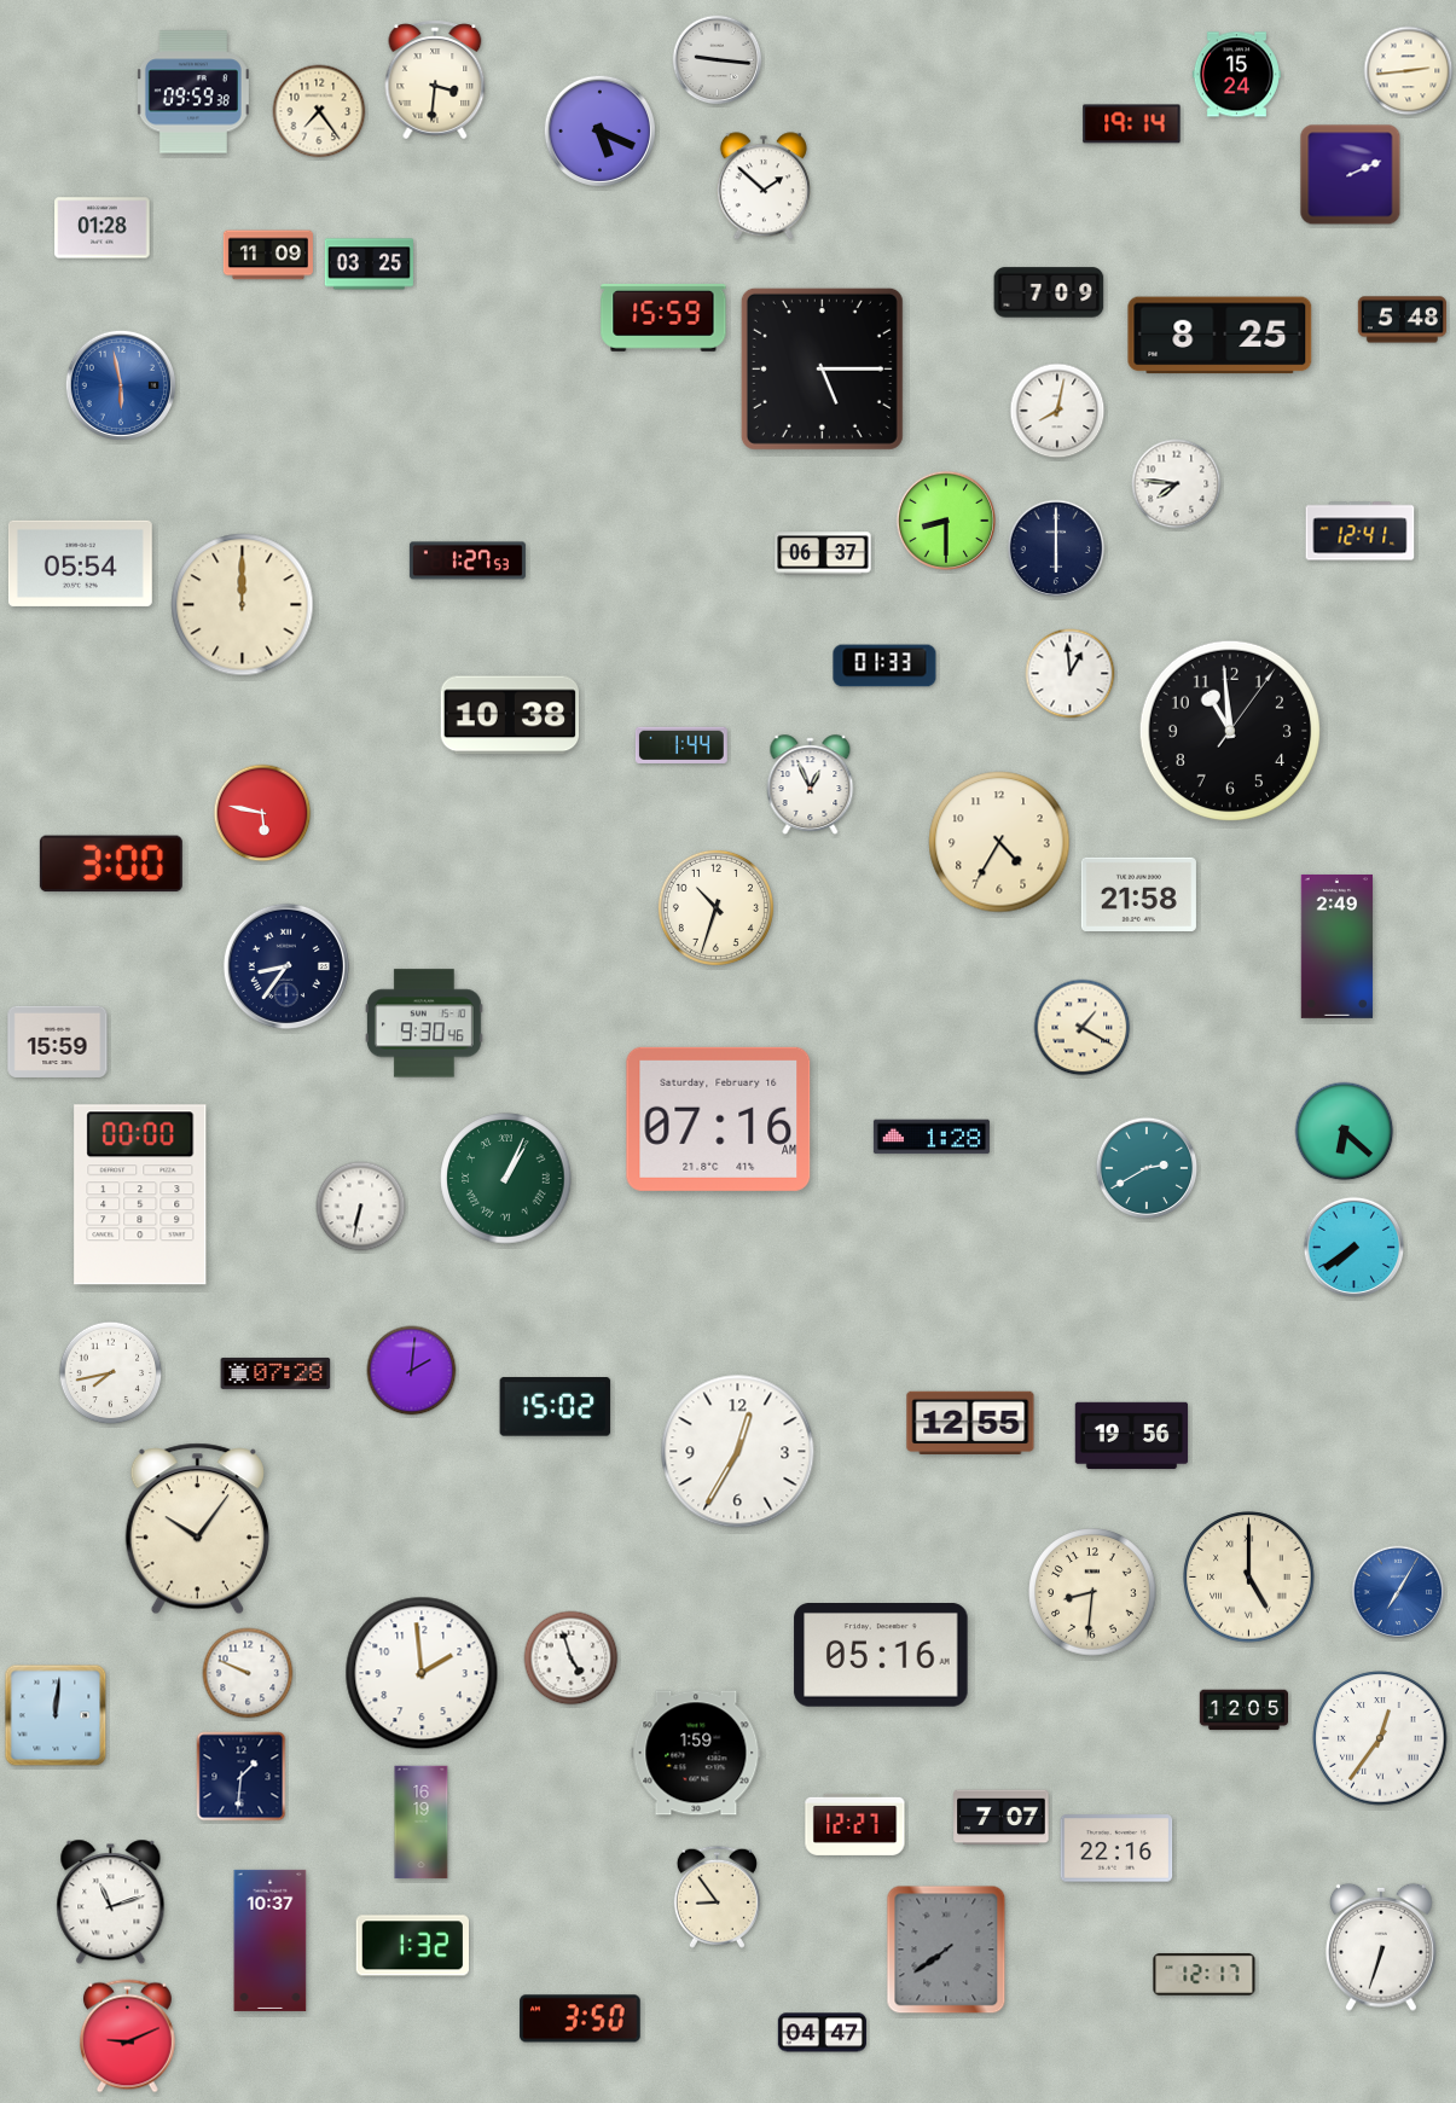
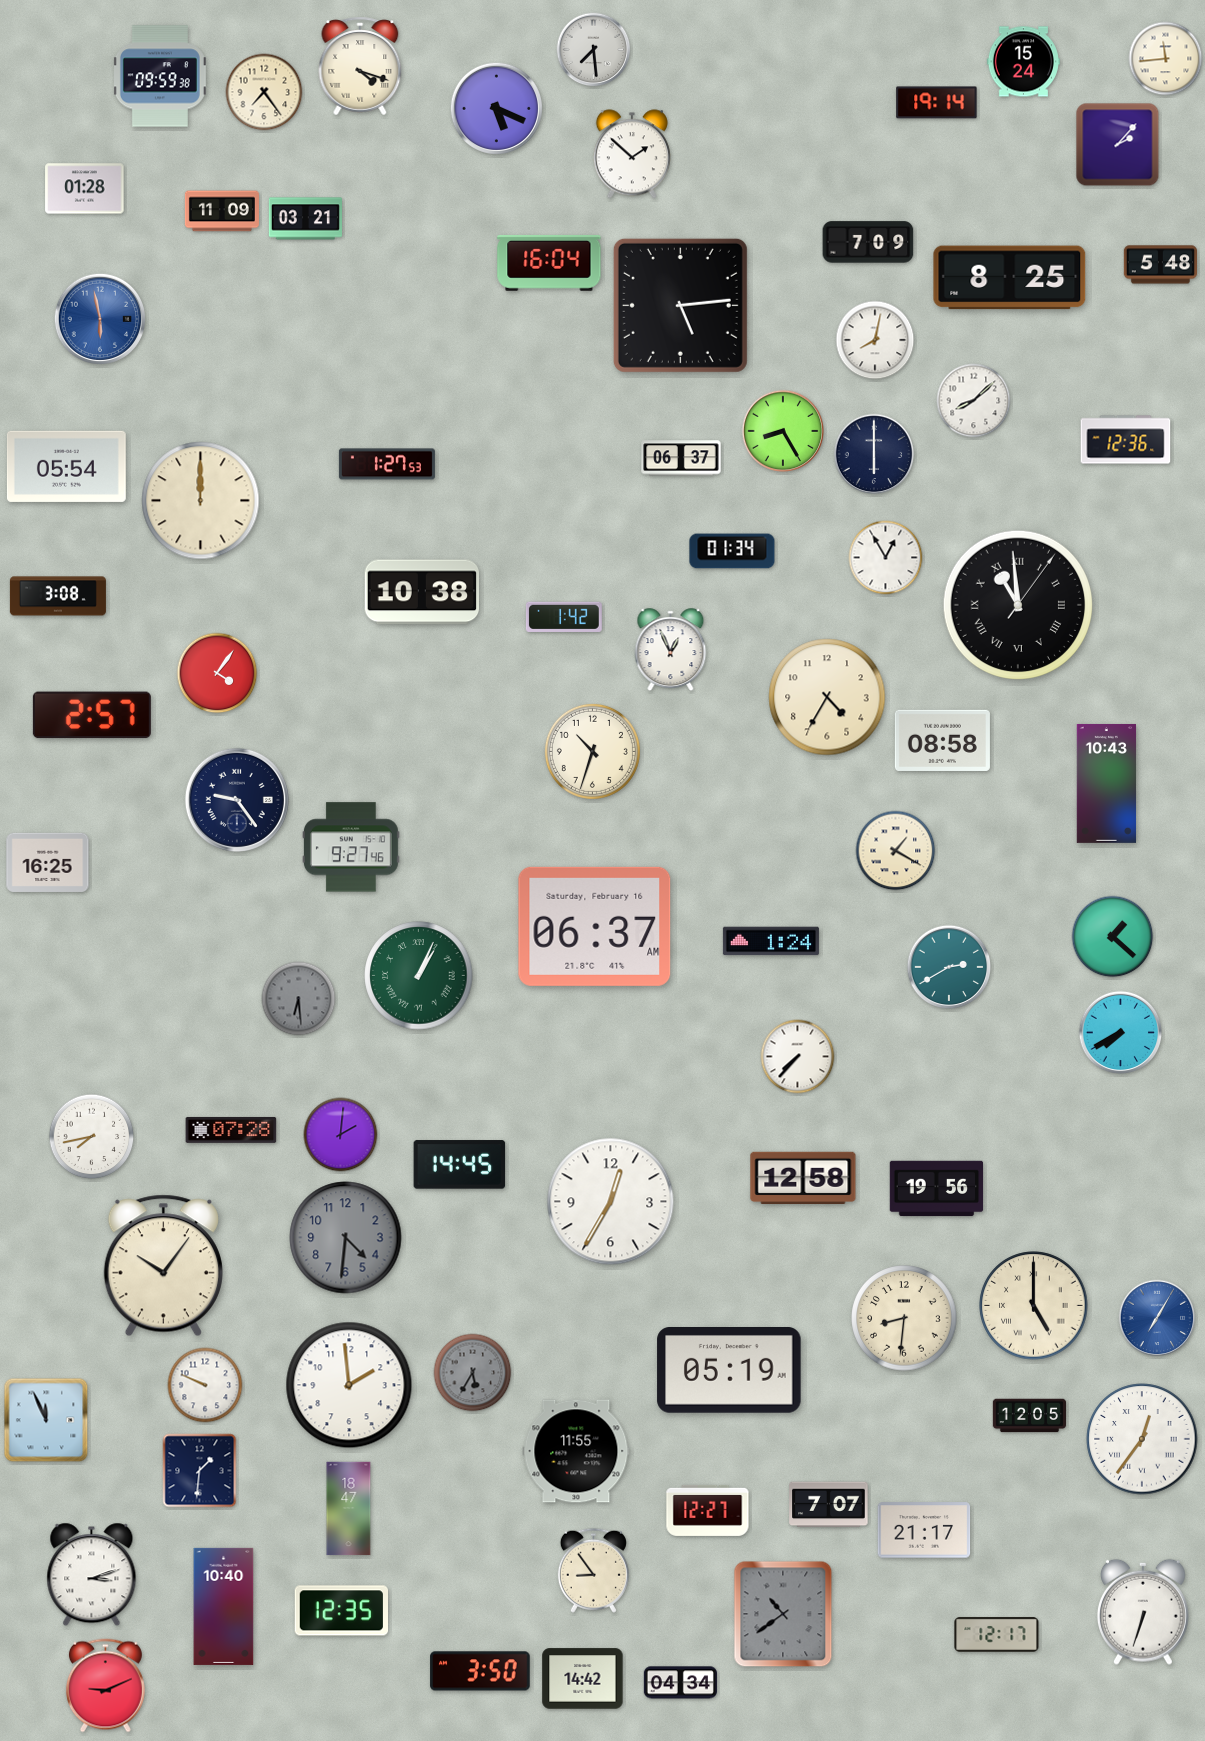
clock at (718, 60): 9:16 -> 7:29
clock at (1409, 71): 2:44 -> 11:44
clock at (435, 80): 3:31 -> 4:18
clock at (1351, 175): 2:11 -> 2:07
clock at (369, 265): 03:25 -> 03:21
clock at (663, 318): 15:59 -> 16:04
clock at (822, 368): 5:15 -> 5:14
clock at (1177, 484): 7:46 -> 8:08
clock at (946, 521): 8:30 -> 8:25
clock at (1361, 531): 12:41 -> 12:36
clock at (884, 666): 01:33 -> 01:34
clock at (1071, 674): 12:59 -> 12:55
clock at (58, 596): none -> 3:08
clock at (1229, 730) numerals: Arabic -> Roman
clock at (681, 745): 1:44 -> 1:42
clock at (262, 813): 5:47 -> 4:06
clock at (111, 864): 3:00 -> 2:57
clock at (1138, 894): 21:58 -> 08:58
clock at (1338, 946): 2:49 -> 10:43
clock at (286, 966): 8:36 -> 9:24
clock at (424, 1023): 9:30 -> 9:27
clock at (58, 1041): 15:59 -> 16:25
clock at (719, 1119): 07:16 -> 06:37
clock at (1345, 1132): 6:22 -> 1:22
clock at (932, 1137): 1:28 -> 1:24
clock at (140, 1195): 00:00 -> none
clock at (361, 1207): 6:32 -> 6:29
clock at (361, 1207) dial: white -> grey
clock at (1355, 1248): 7:39 -> 7:40
clock at (798, 1057): none -> 7:37
clock at (275, 1373) position: (275, 1373) -> (231, 1130)
clock at (556, 1407): 15:02 -> 14:45
clock at (970, 1422): 12:55 -> 12:58
clock at (346, 1238): none -> 4:31
clock at (881, 1656): 05:16 -> 05:19
clock at (572, 1658): 4:57 -> 5:35
clock at (572, 1658) dial: white -> grey
clock at (56, 1715): 12:01 -> 11:56
clock at (696, 1753): 1:59 -> 11:55
clock at (422, 1823): 16:19 -> 18:47
clock at (1116, 1848): 22:16 -> 21:17
clock at (111, 1902): 11:12 -> 3:12
clock at (271, 1940): 10:37 -> 10:40
clock at (412, 1946): 1:32 -> 12:35
clock at (946, 1950): 7:39 -> 10:39
clock at (583, 1679): none -> 14:42
clock at (822, 2033): 04:47 -> 04:34
